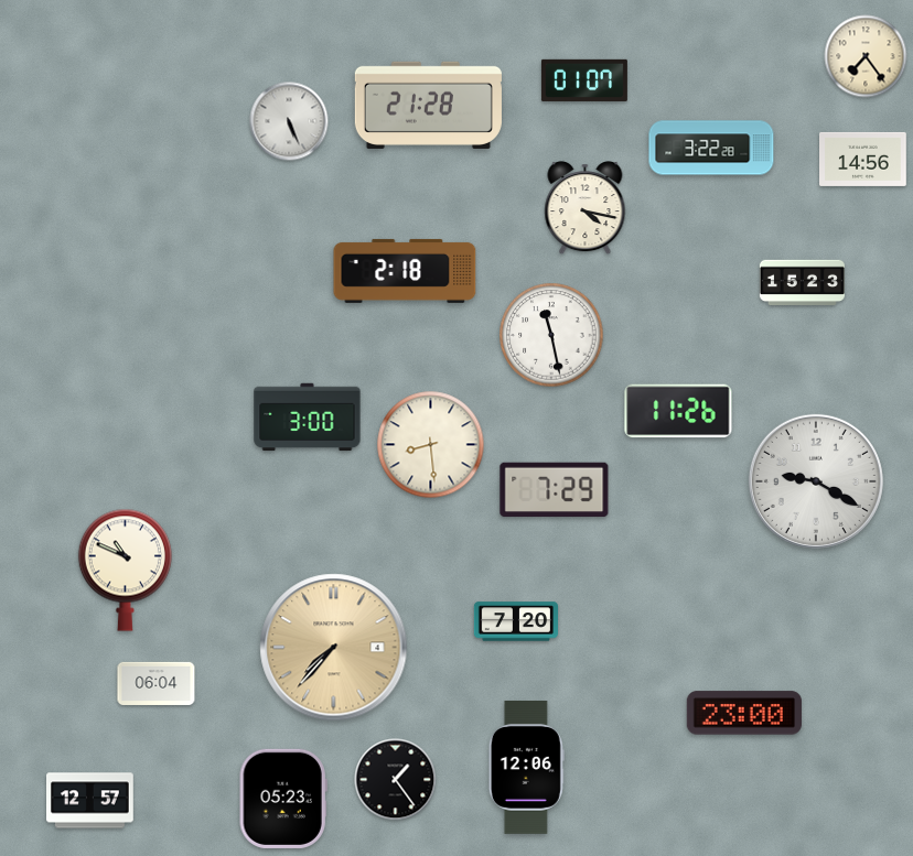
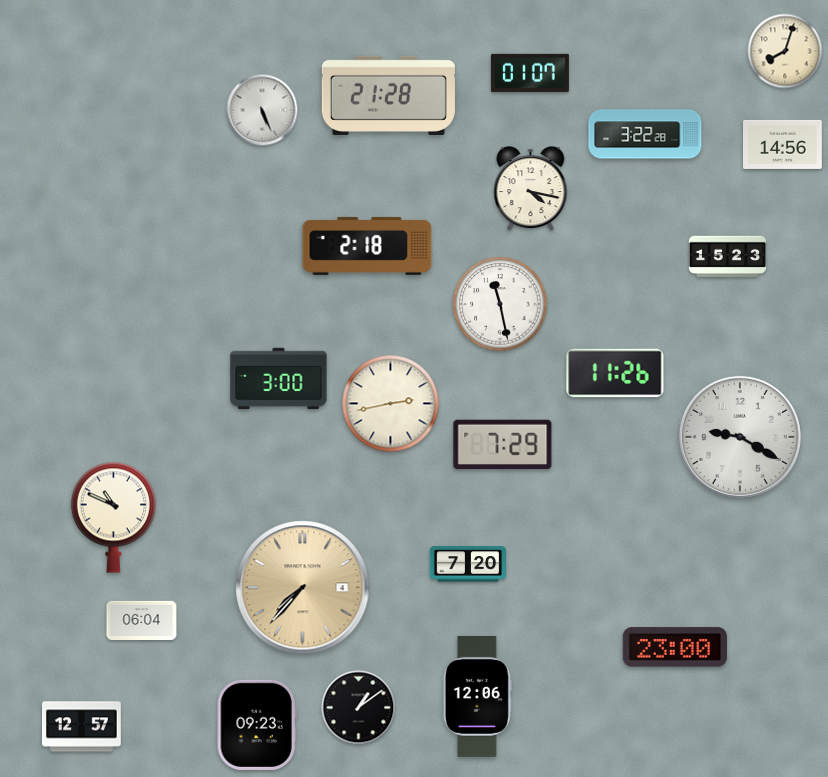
clock at (866, 56): 7:24 -> 8:03
clock at (431, 445): 8:29 -> 2:43
clock at (396, 780): 1:24 -> 1:09
clock at (283, 799): 05:23 -> 09:23
